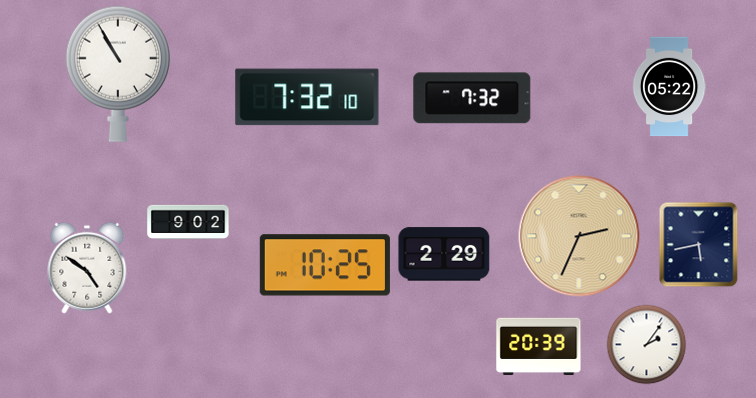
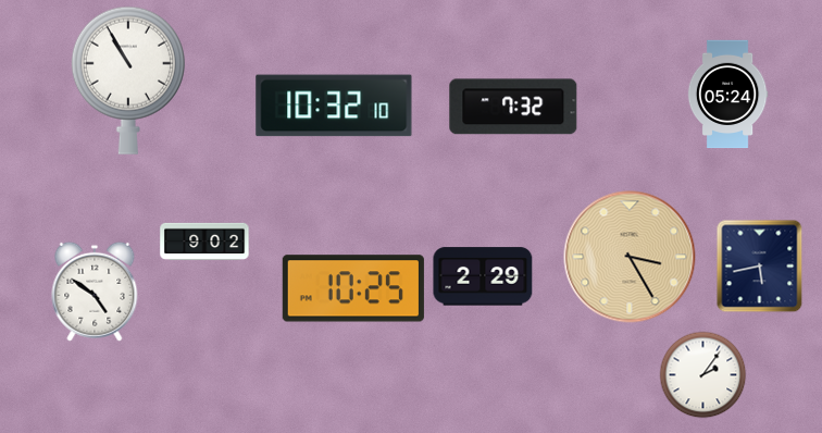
clock at (669, 87): 05:22 -> 05:24
clock at (307, 97): 7:32 -> 10:32
clock at (579, 236): 2:34 -> 3:25
clock at (539, 346): 20:39 -> none
